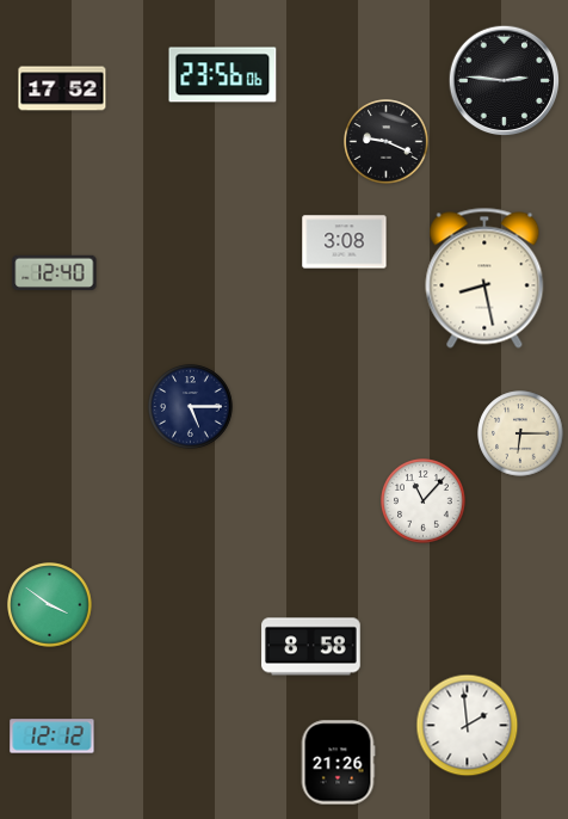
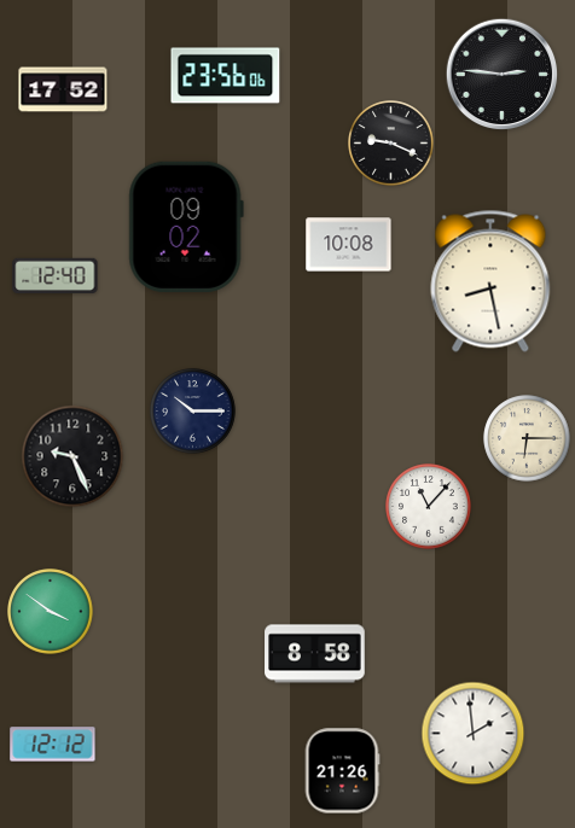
clock at (505, 81) position: (505, 81) -> (503, 75)
clock at (186, 227): none -> 09:02
clock at (345, 242): 3:08 -> 10:08
clock at (191, 407): 5:15 -> 10:15
clock at (72, 456): none -> 9:26
